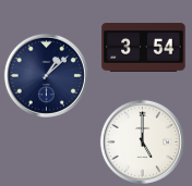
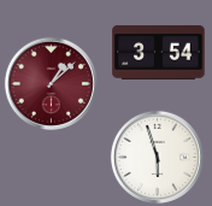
clock at (46, 75) dial: navy -> burgundy
clock at (142, 141): 5:00 -> 5:57
